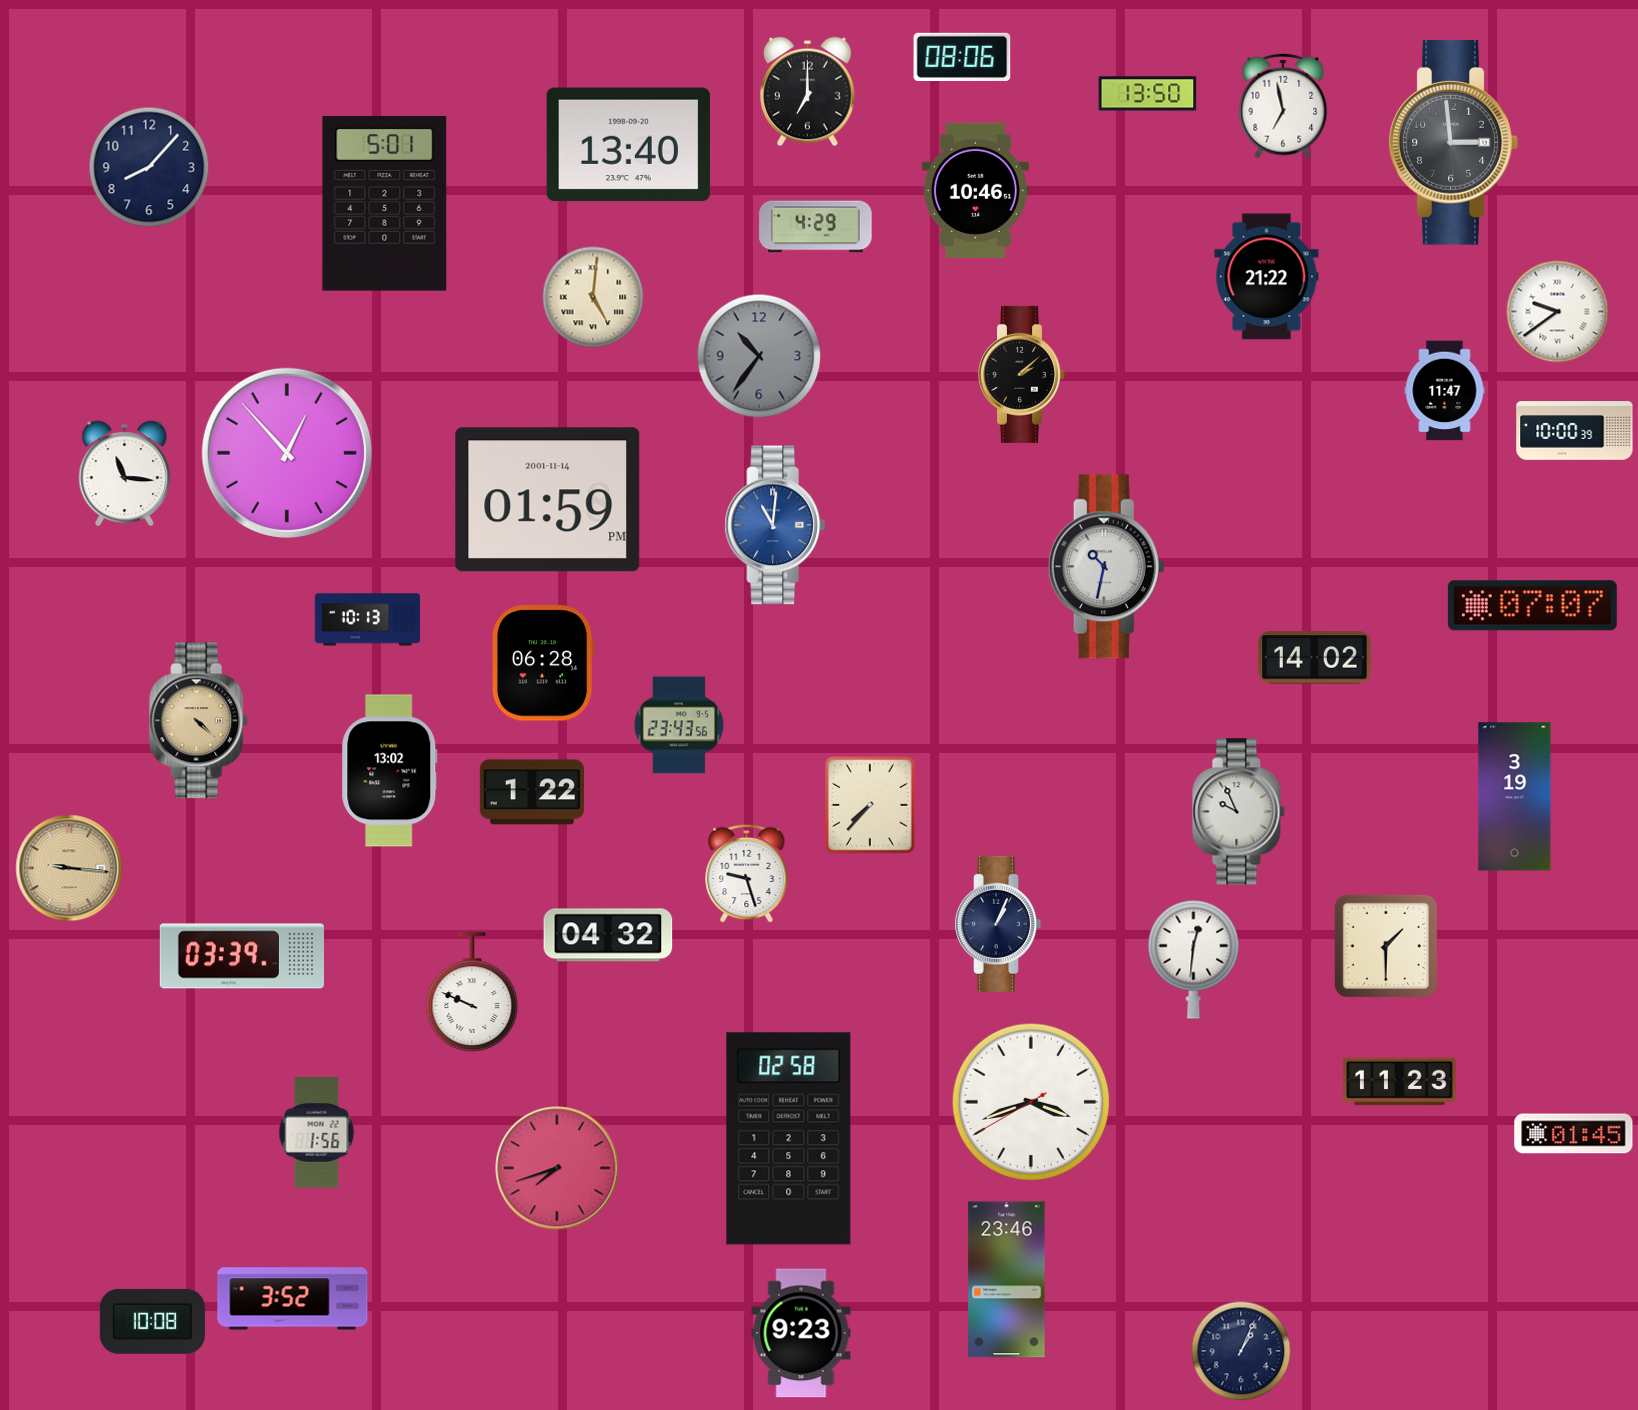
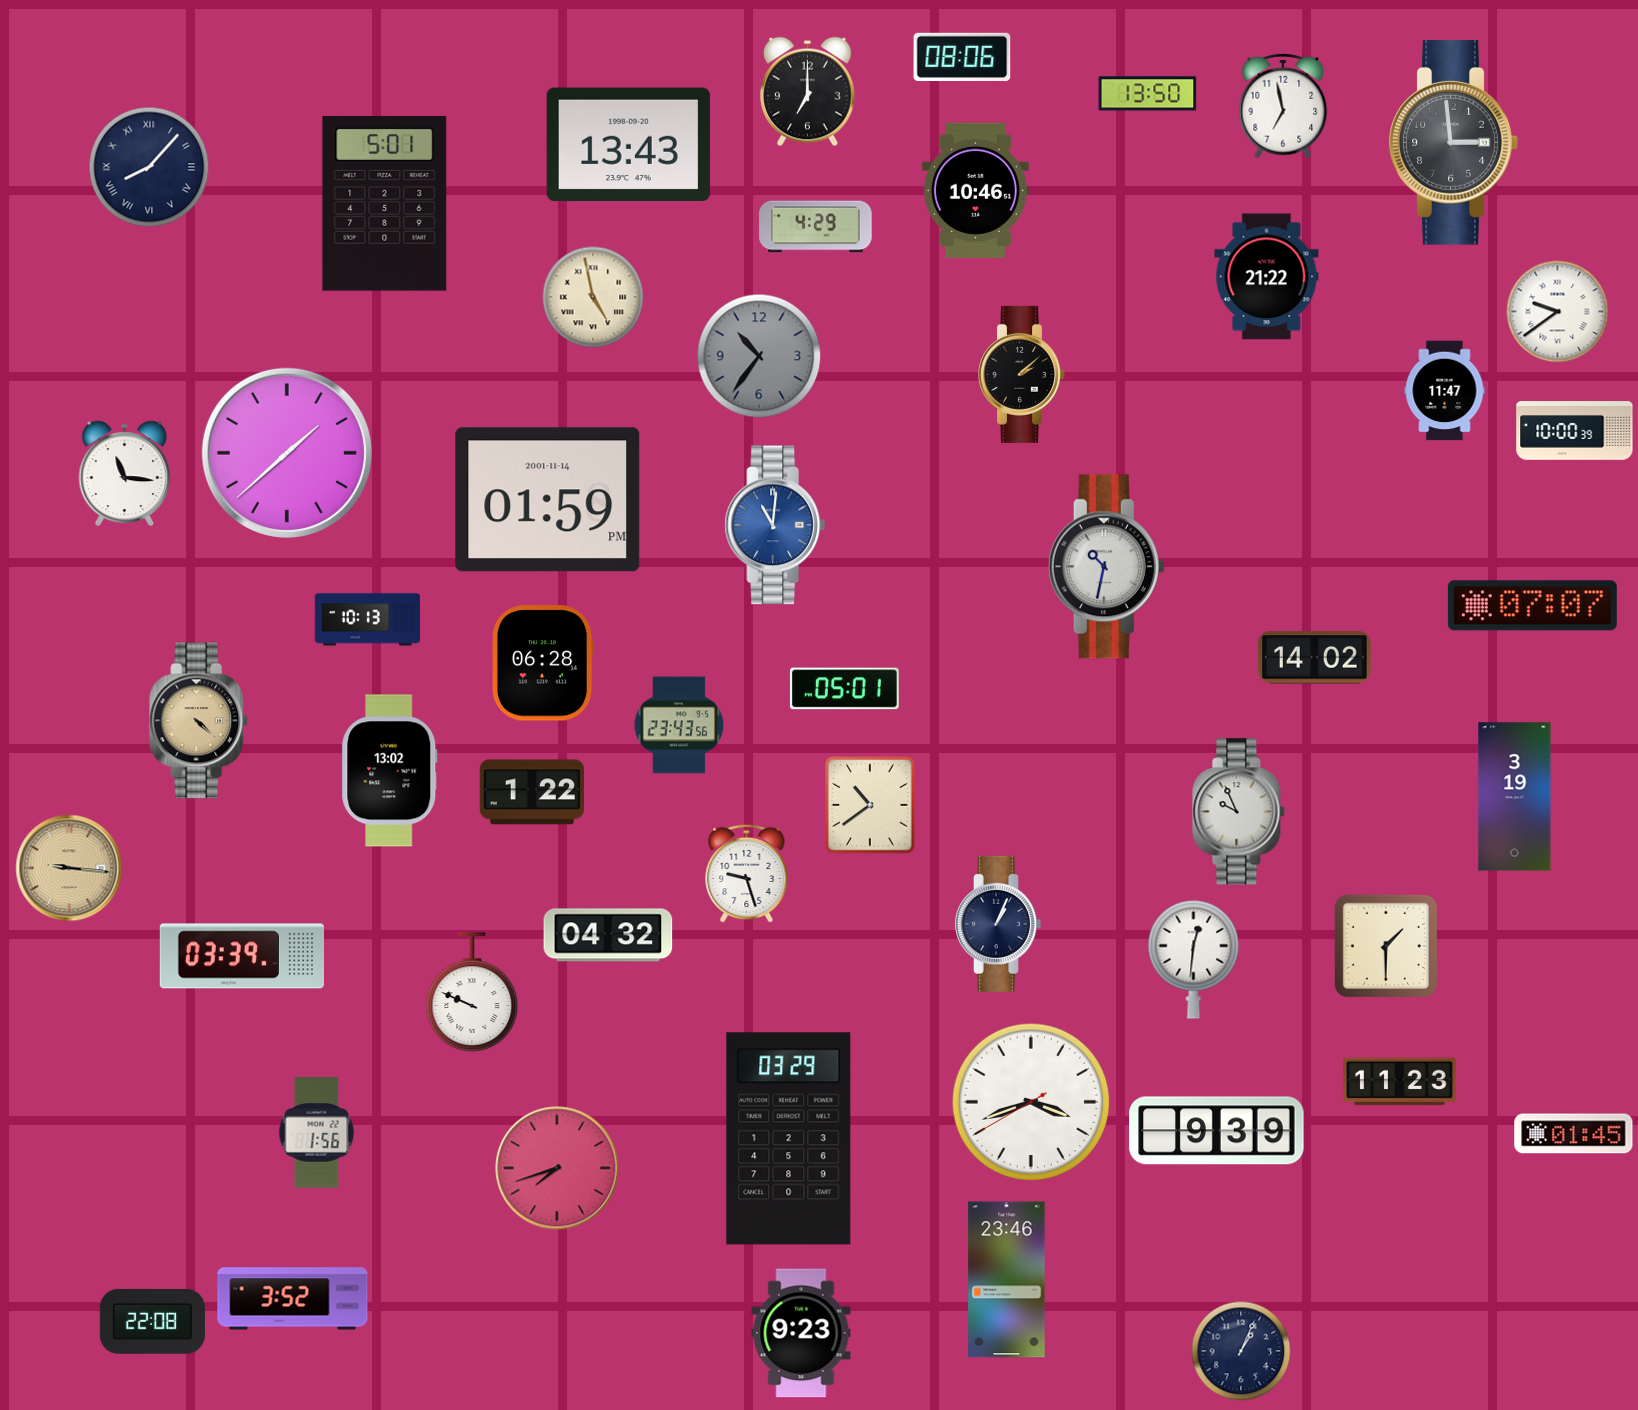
clock at (628, 145): 13:40 -> 13:43
clock at (149, 167) numerals: Arabic -> Roman
clock at (593, 297): 5:01 -> 4:58
clock at (287, 453): 12:53 -> 1:38
clock at (844, 689): none -> 05:01
clock at (870, 805): 7:37 -> 10:39
clock at (1217, 1131): none -> 9:39
clock at (789, 1139): 02:58 -> 03:29
clock at (152, 1321): 10:08 -> 22:08
